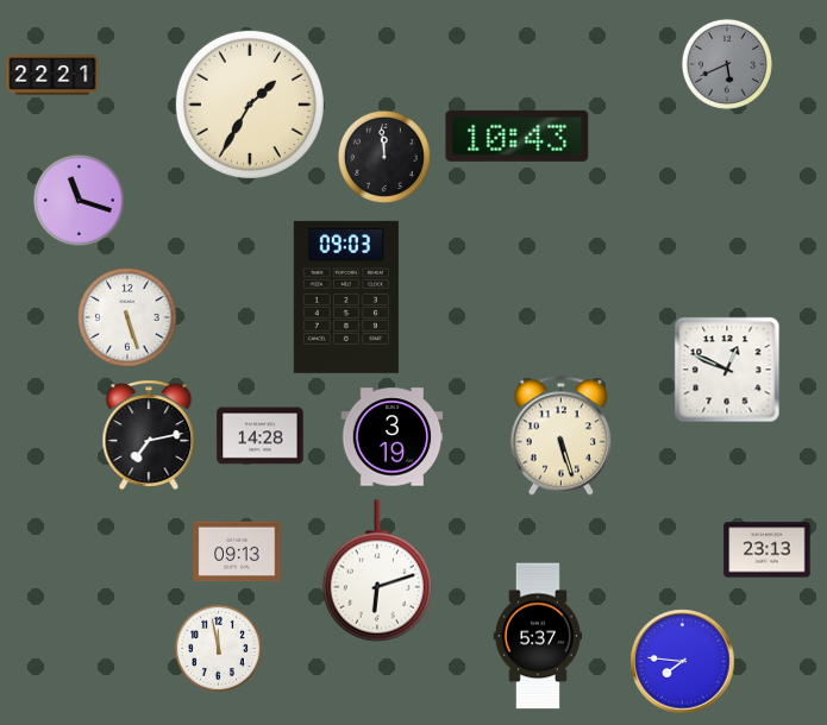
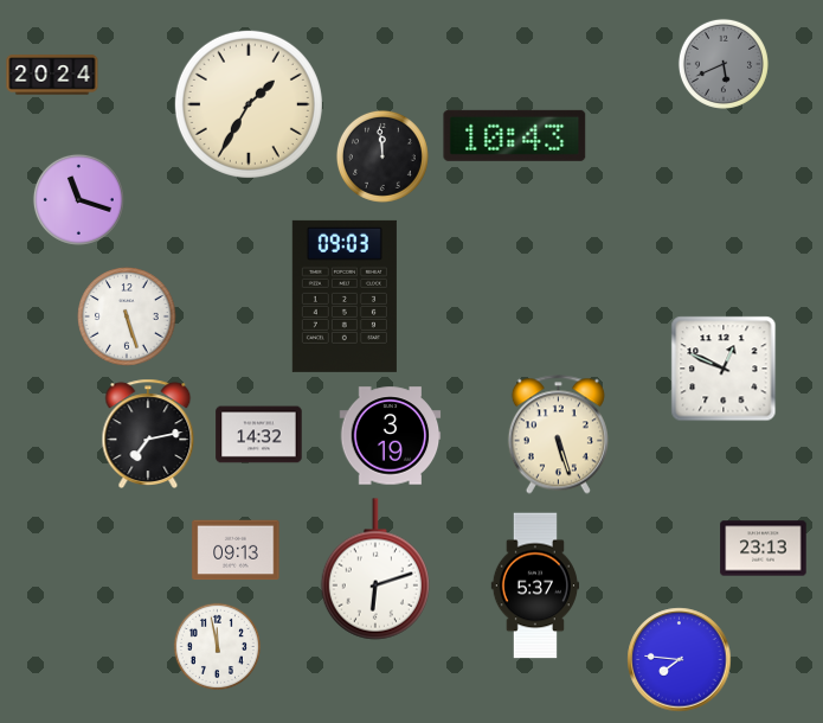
clock at (52, 75): 22:21 -> 20:24
clock at (261, 436): 14:28 -> 14:32
clock at (537, 636) position: (537, 636) -> (534, 586)
